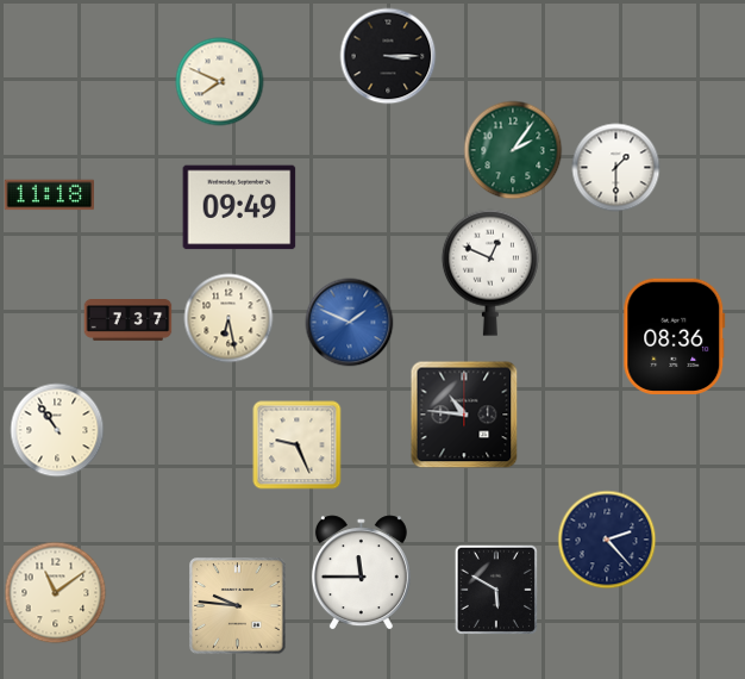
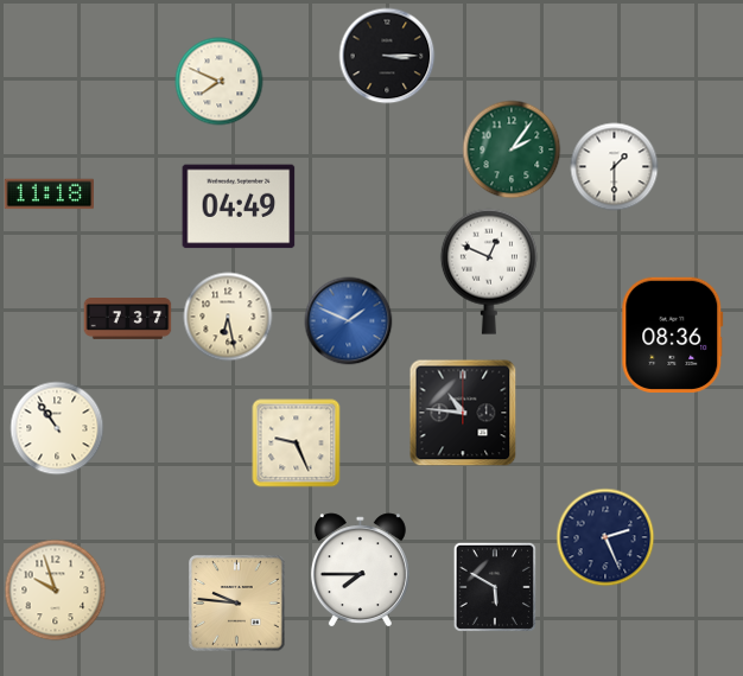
clock at (239, 207): 09:49 -> 04:49
clock at (607, 540): 2:23 -> 2:26
clock at (361, 573): 11:45 -> 7:45
clock at (56, 593): 11:09 -> 9:57
